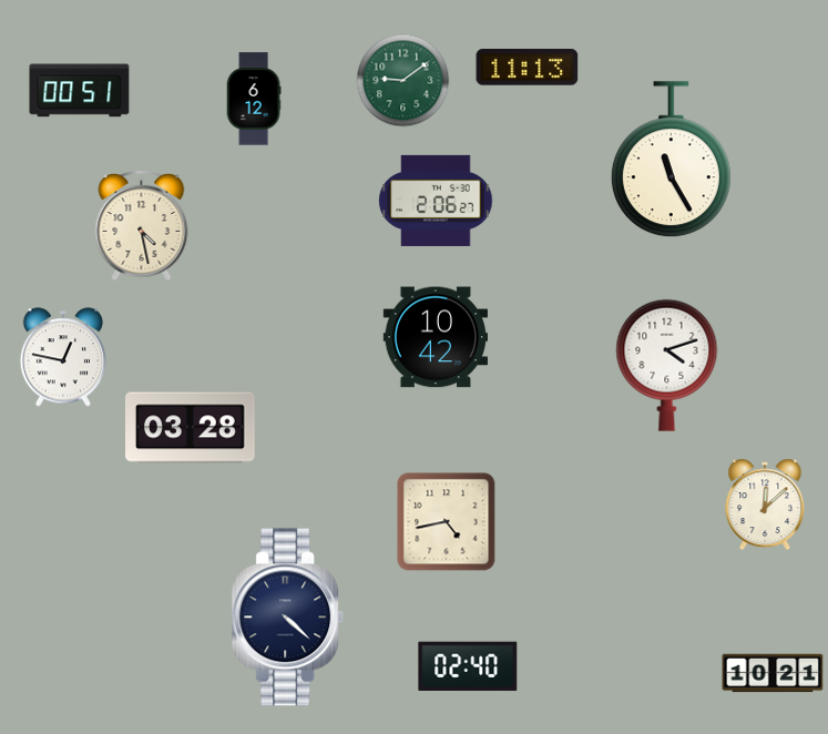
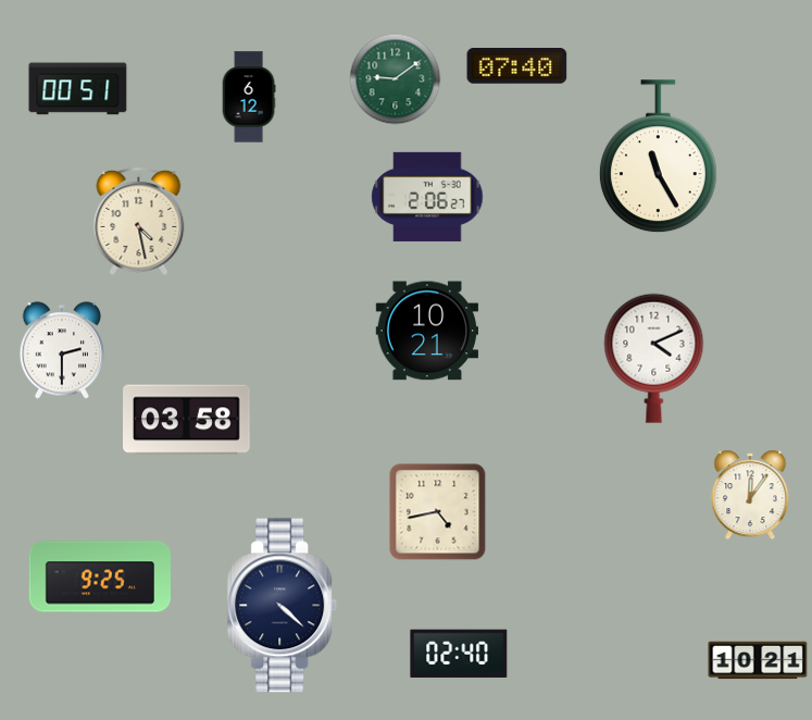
clock at (528, 68): 11:13 -> 07:40
clock at (436, 337): 10:42 -> 10:21
clock at (63, 357): 12:47 -> 2:30
clock at (667, 365): 4:12 -> 4:11
clock at (191, 428): 03:28 -> 03:58
clock at (765, 504): 12:08 -> 12:06
clock at (99, 576): none -> 9:25
